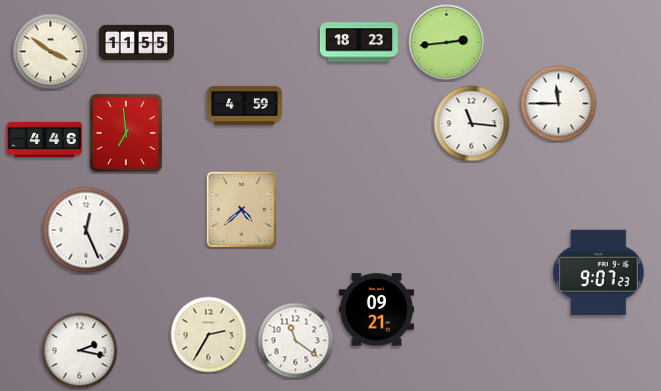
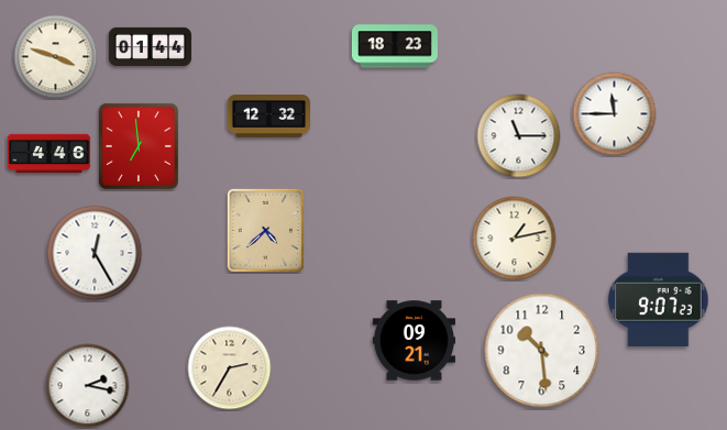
clock at (136, 42): 11:55 -> 01:44
clock at (447, 43): 2:44 -> none
clock at (51, 52): 3:51 -> 3:48
clock at (244, 106): 4:59 -> 12:32
clock at (472, 124): 11:16 -> 11:15
clock at (515, 239): none -> 1:13
clock at (86, 230): 12:26 -> 12:25
clock at (542, 351): none -> 10:29
clock at (296, 341): 11:21 -> none
